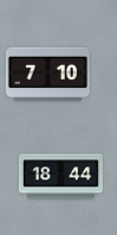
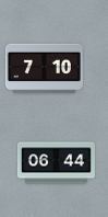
clock at (60, 177): 18:44 -> 06:44
